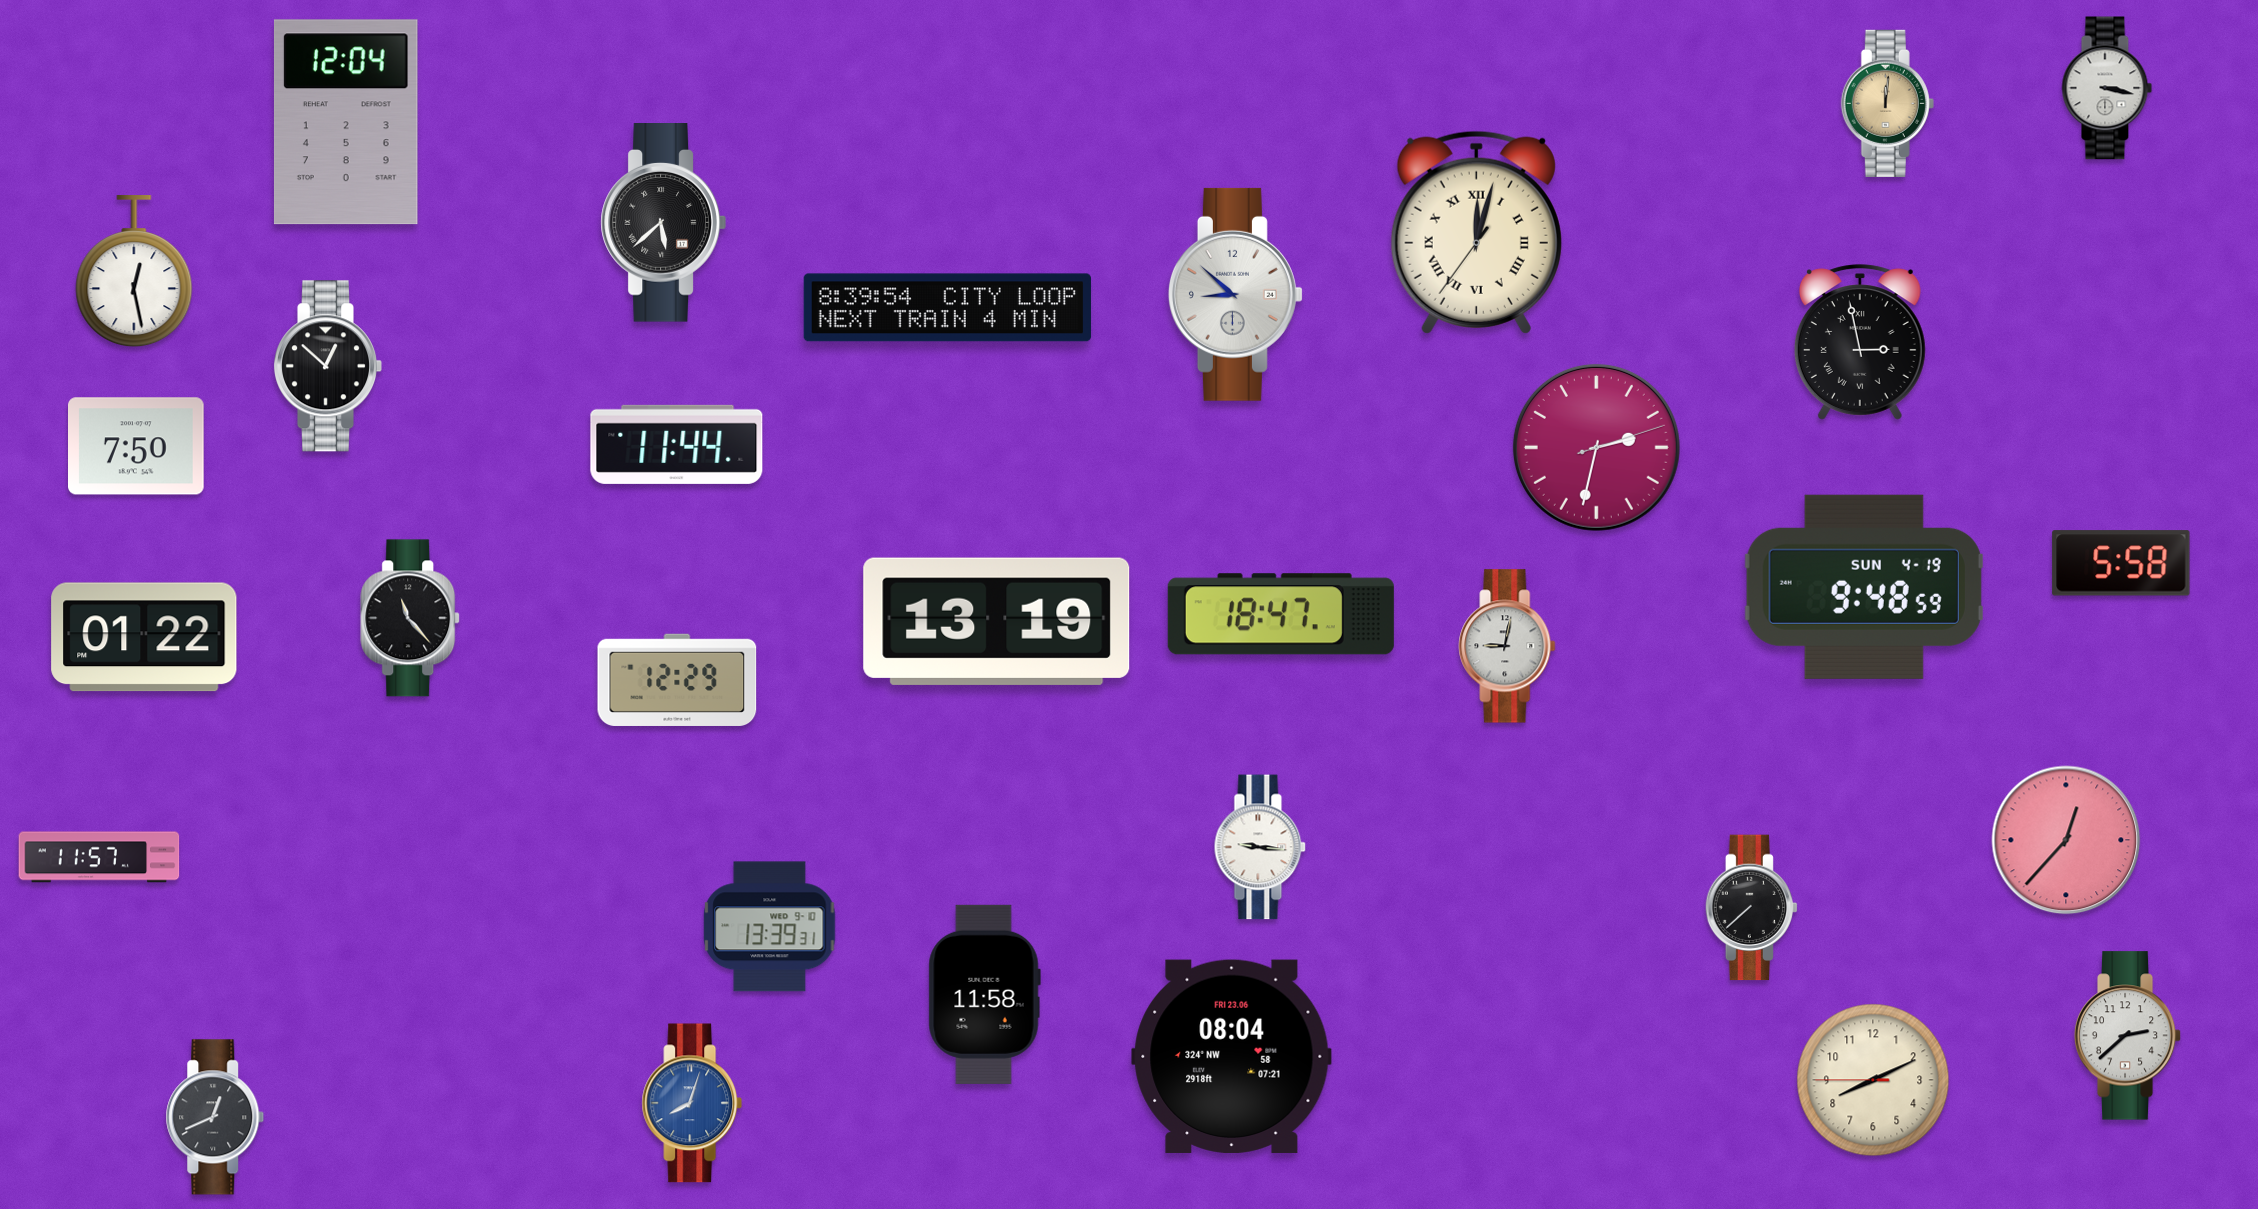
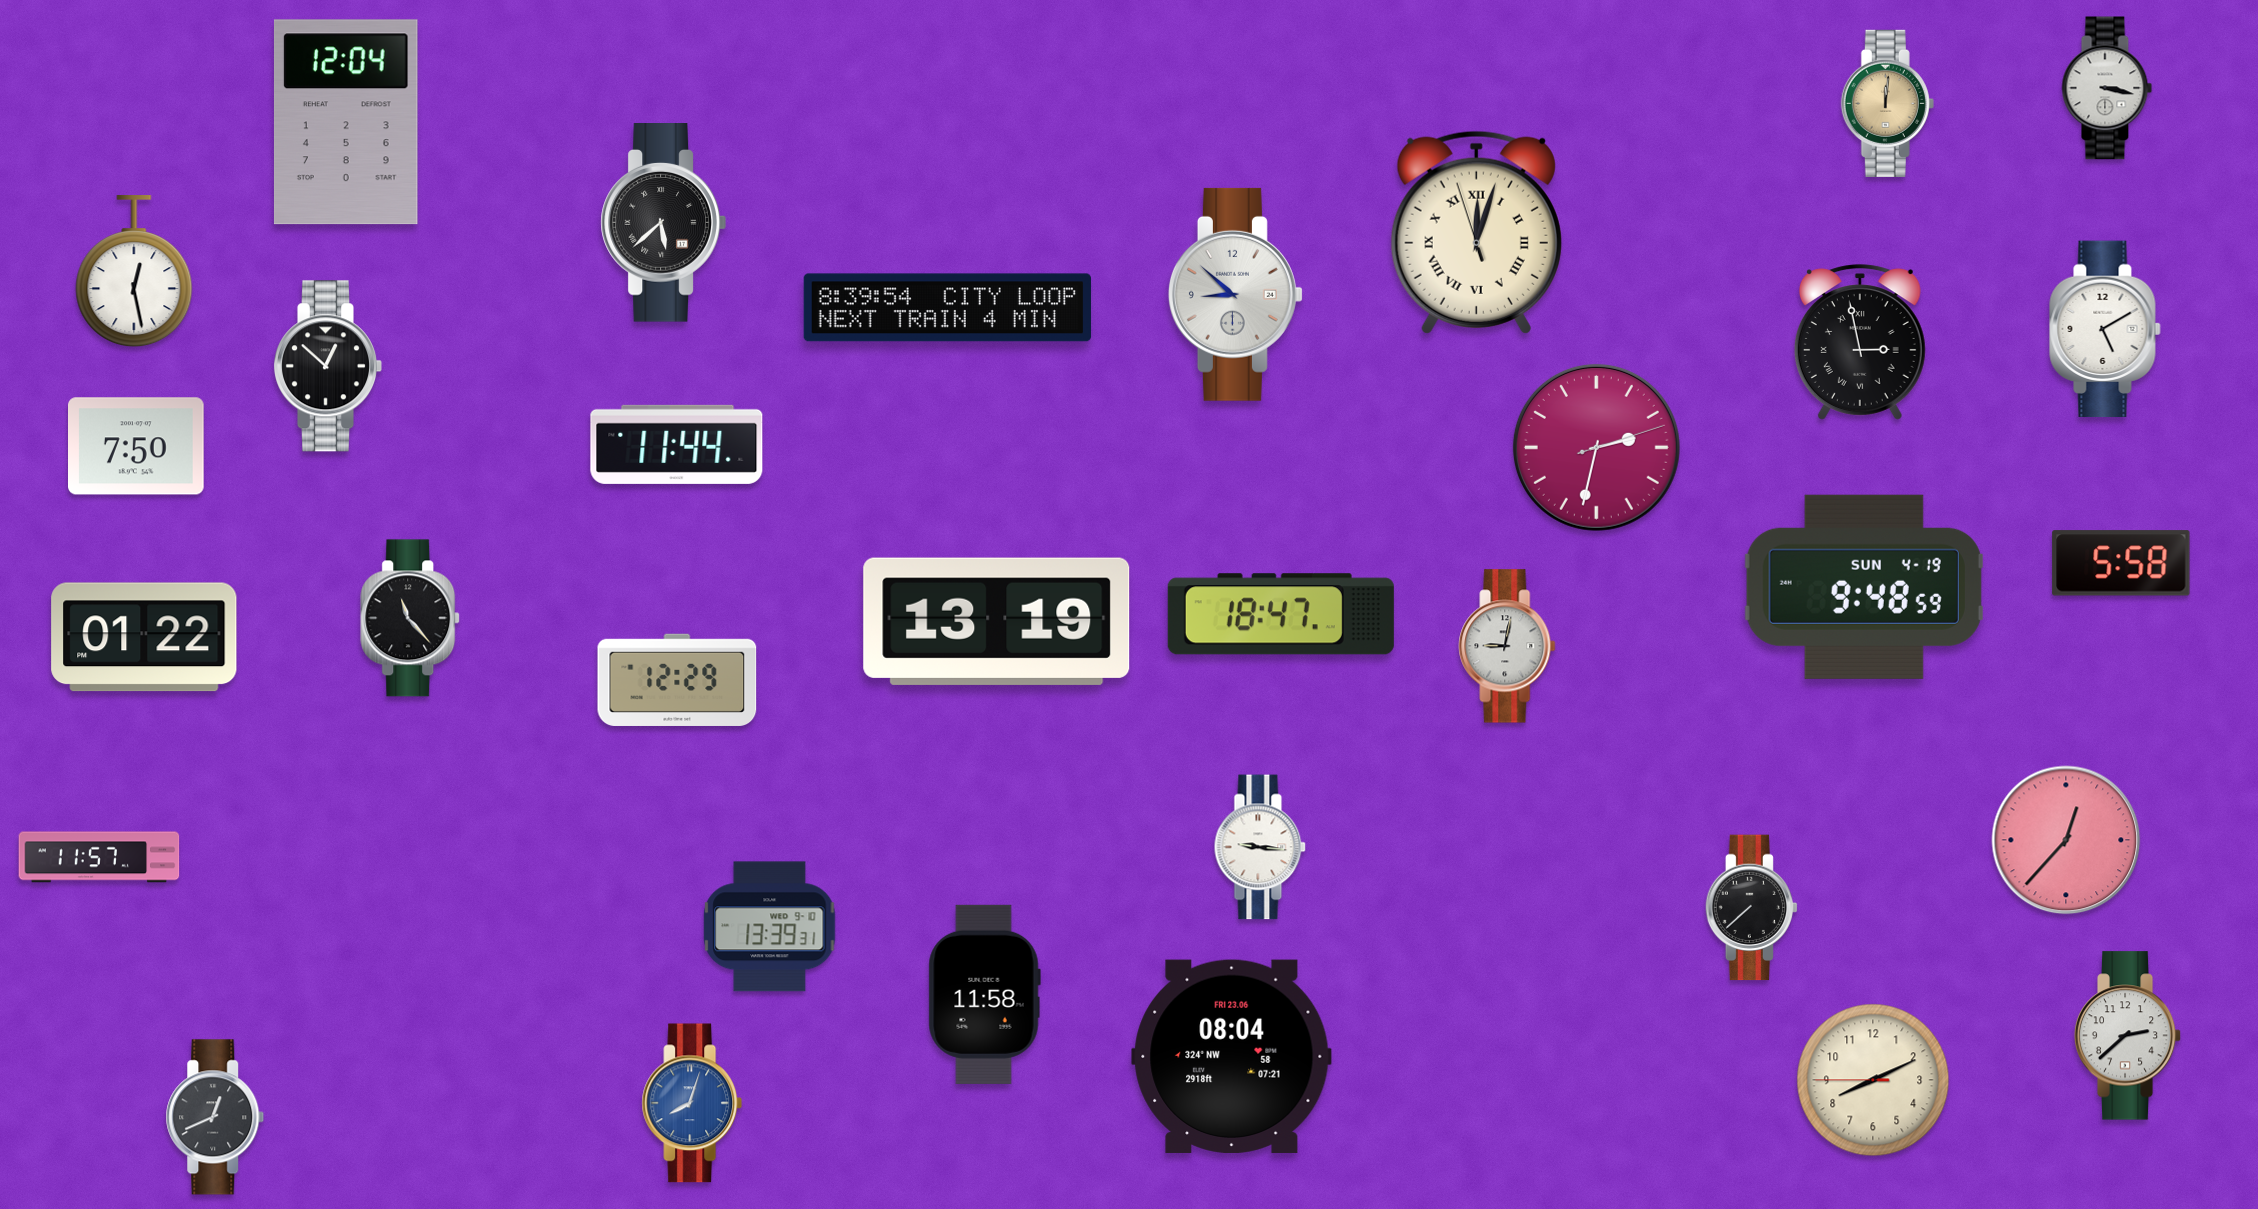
clock at (1476, 232): 12:02:36 -> 12:02:57
clock at (2105, 329): none -> 5:10
